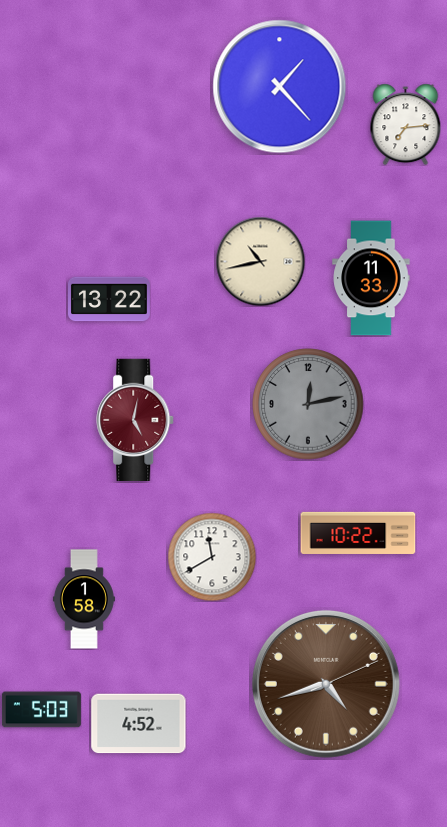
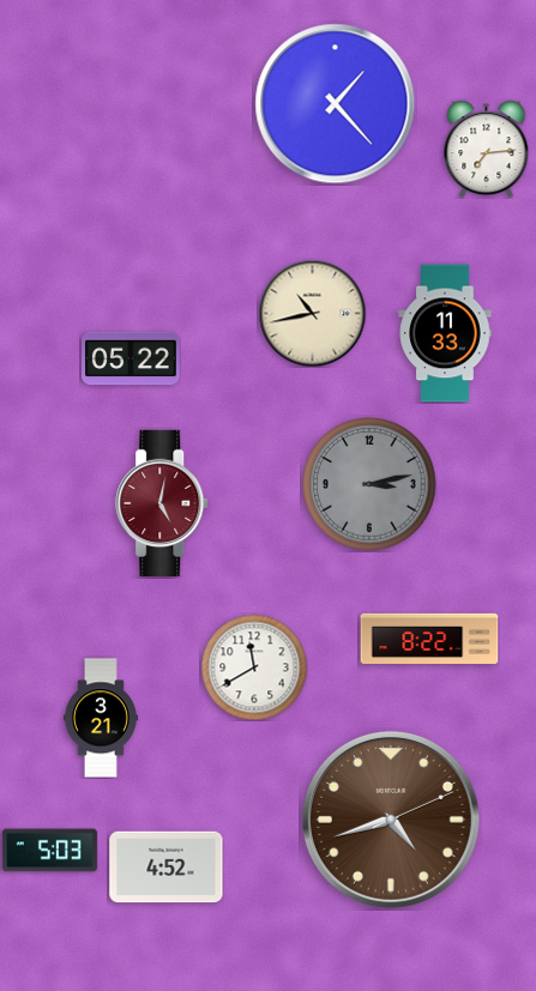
clock at (110, 299): 13:22 -> 05:22
clock at (308, 404): 12:13 -> 3:13
clock at (358, 533): 10:22 -> 8:22
clock at (84, 599): 1:58 -> 3:21
